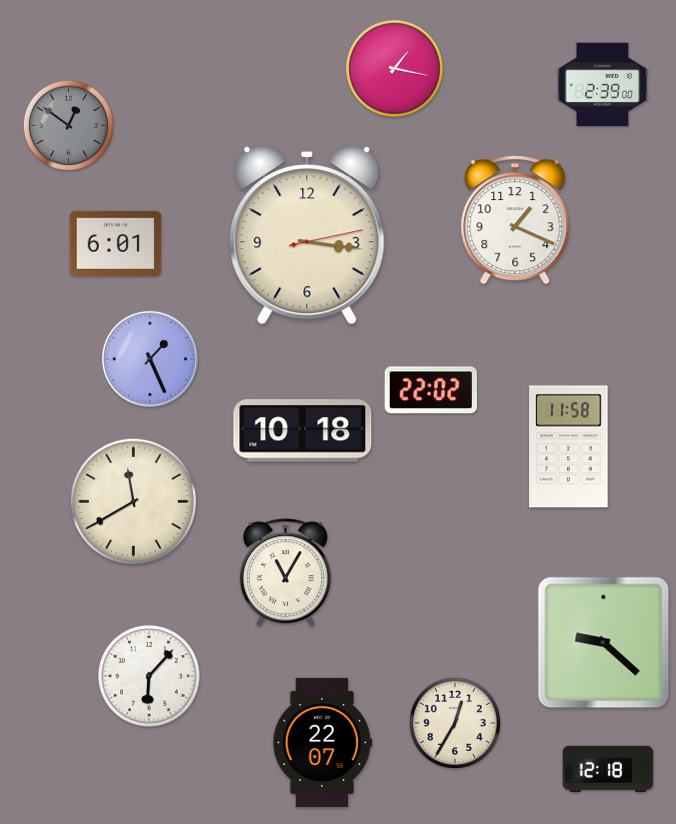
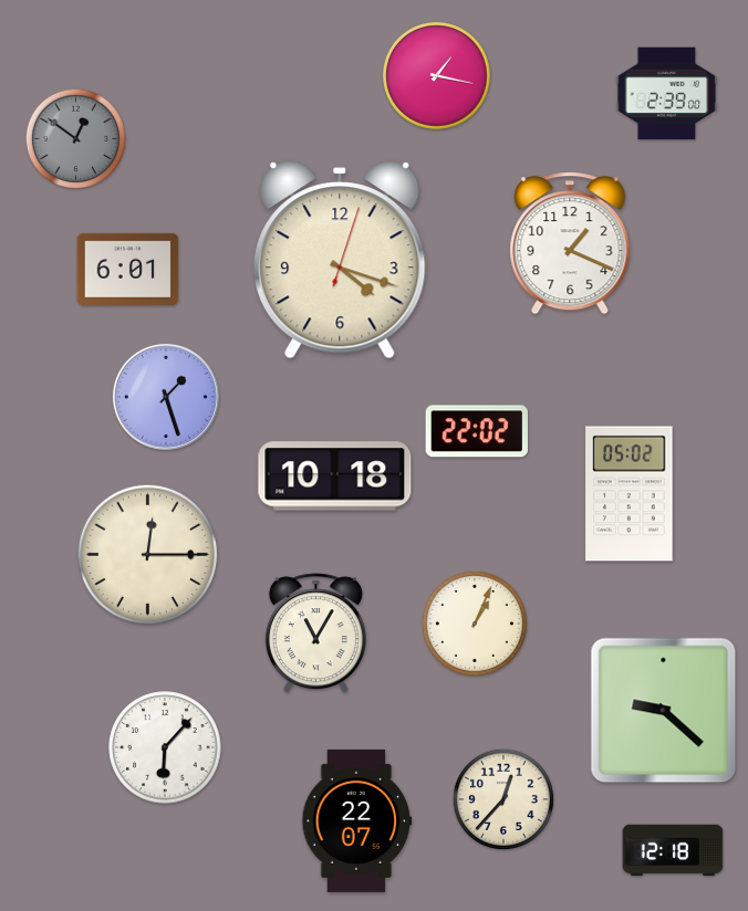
clock at (307, 235): 3:16 -> 4:18
clock at (150, 359): 1:26 -> 1:27
clock at (569, 447): 11:58 -> 05:02
clock at (133, 501): 11:40 -> 12:15
clock at (475, 624): none -> 1:04
clock at (604, 643) position: (604, 643) -> (664, 711)
clock at (455, 723): 12:35 -> 12:37
